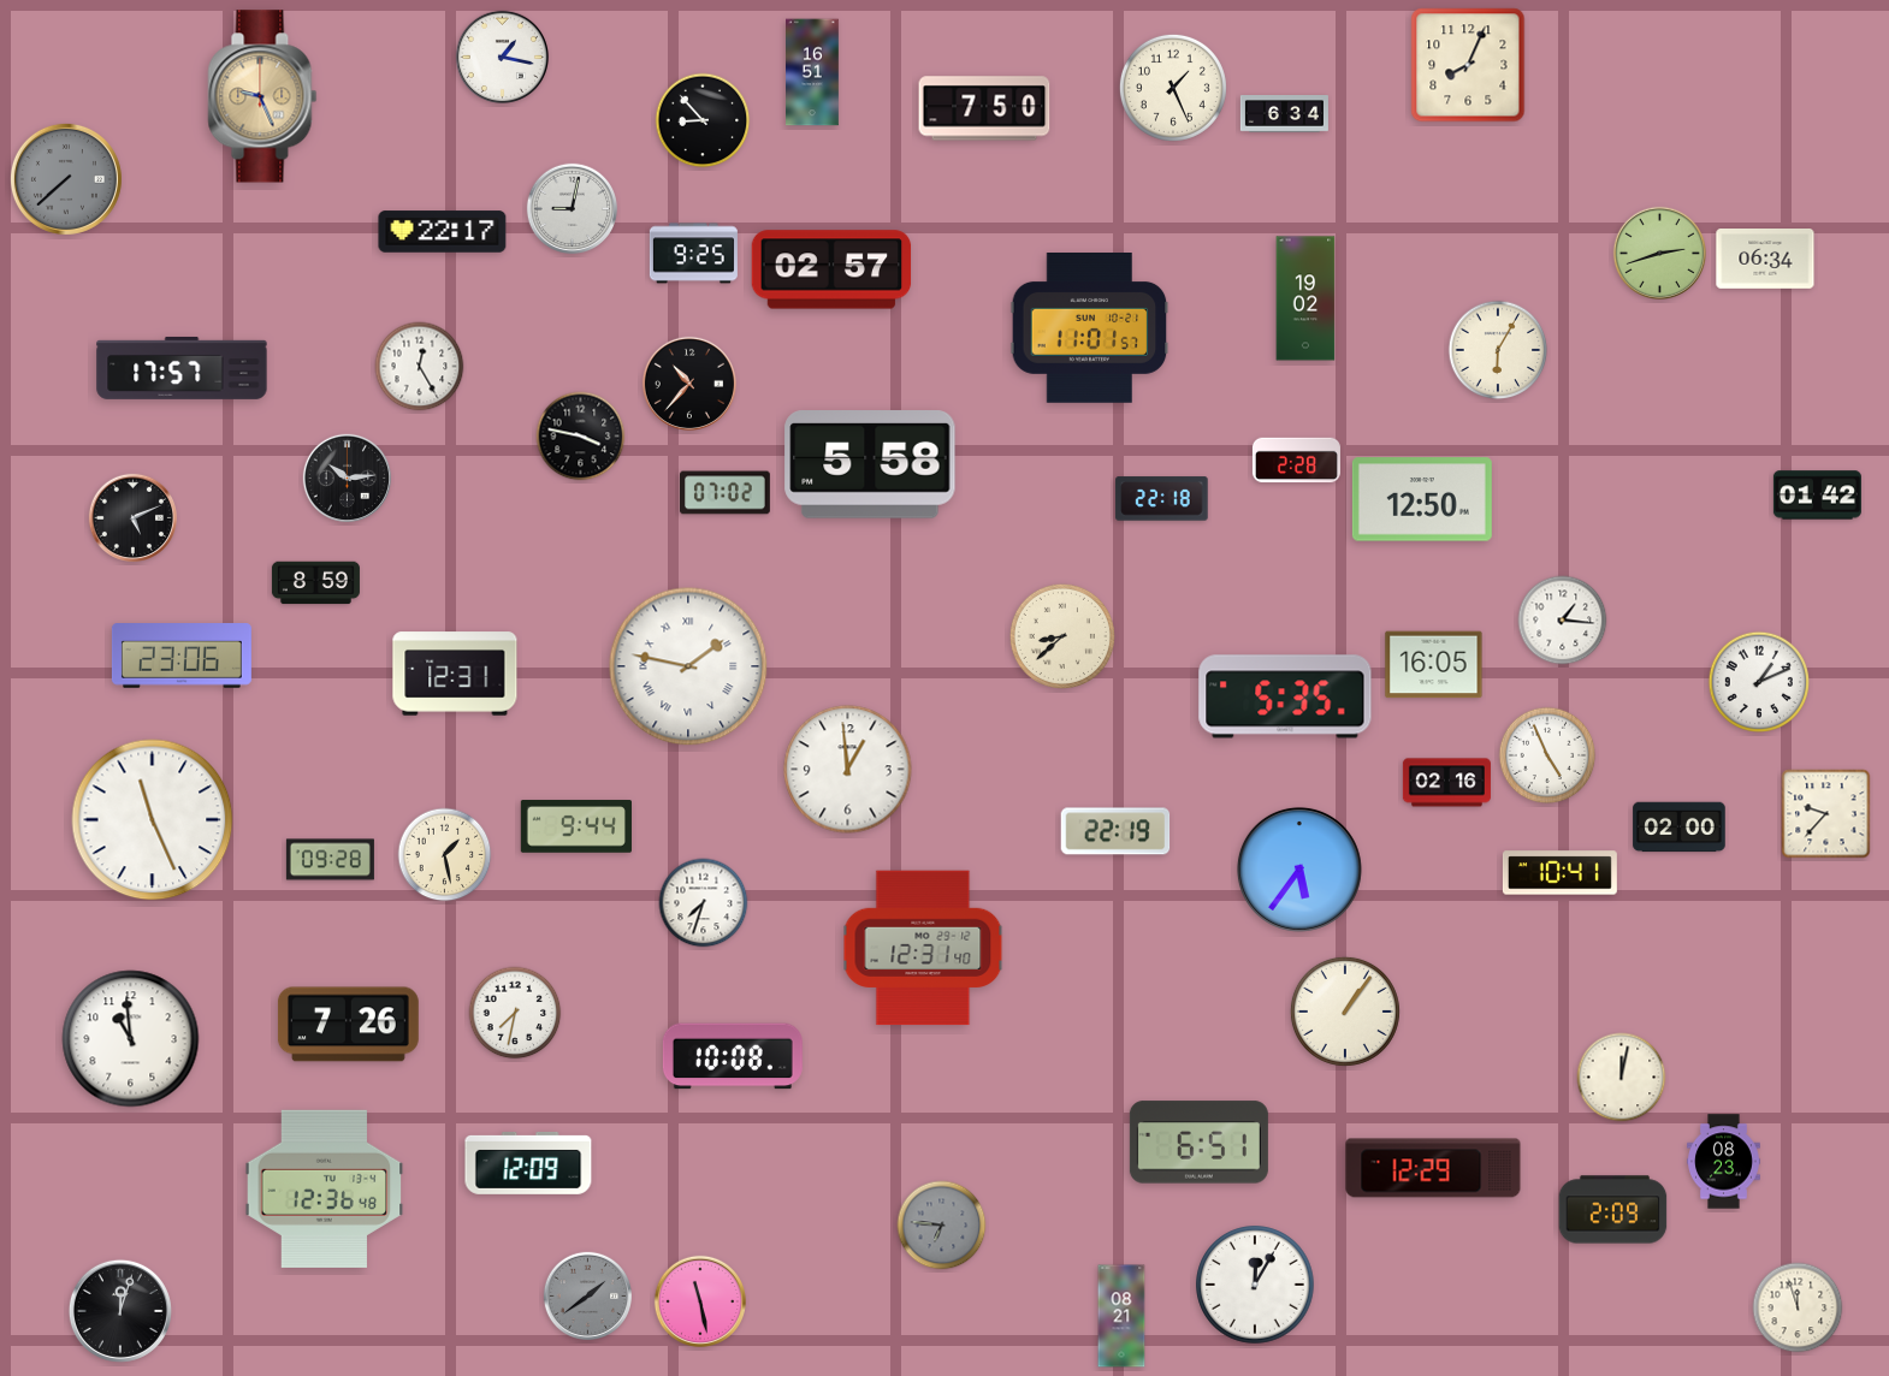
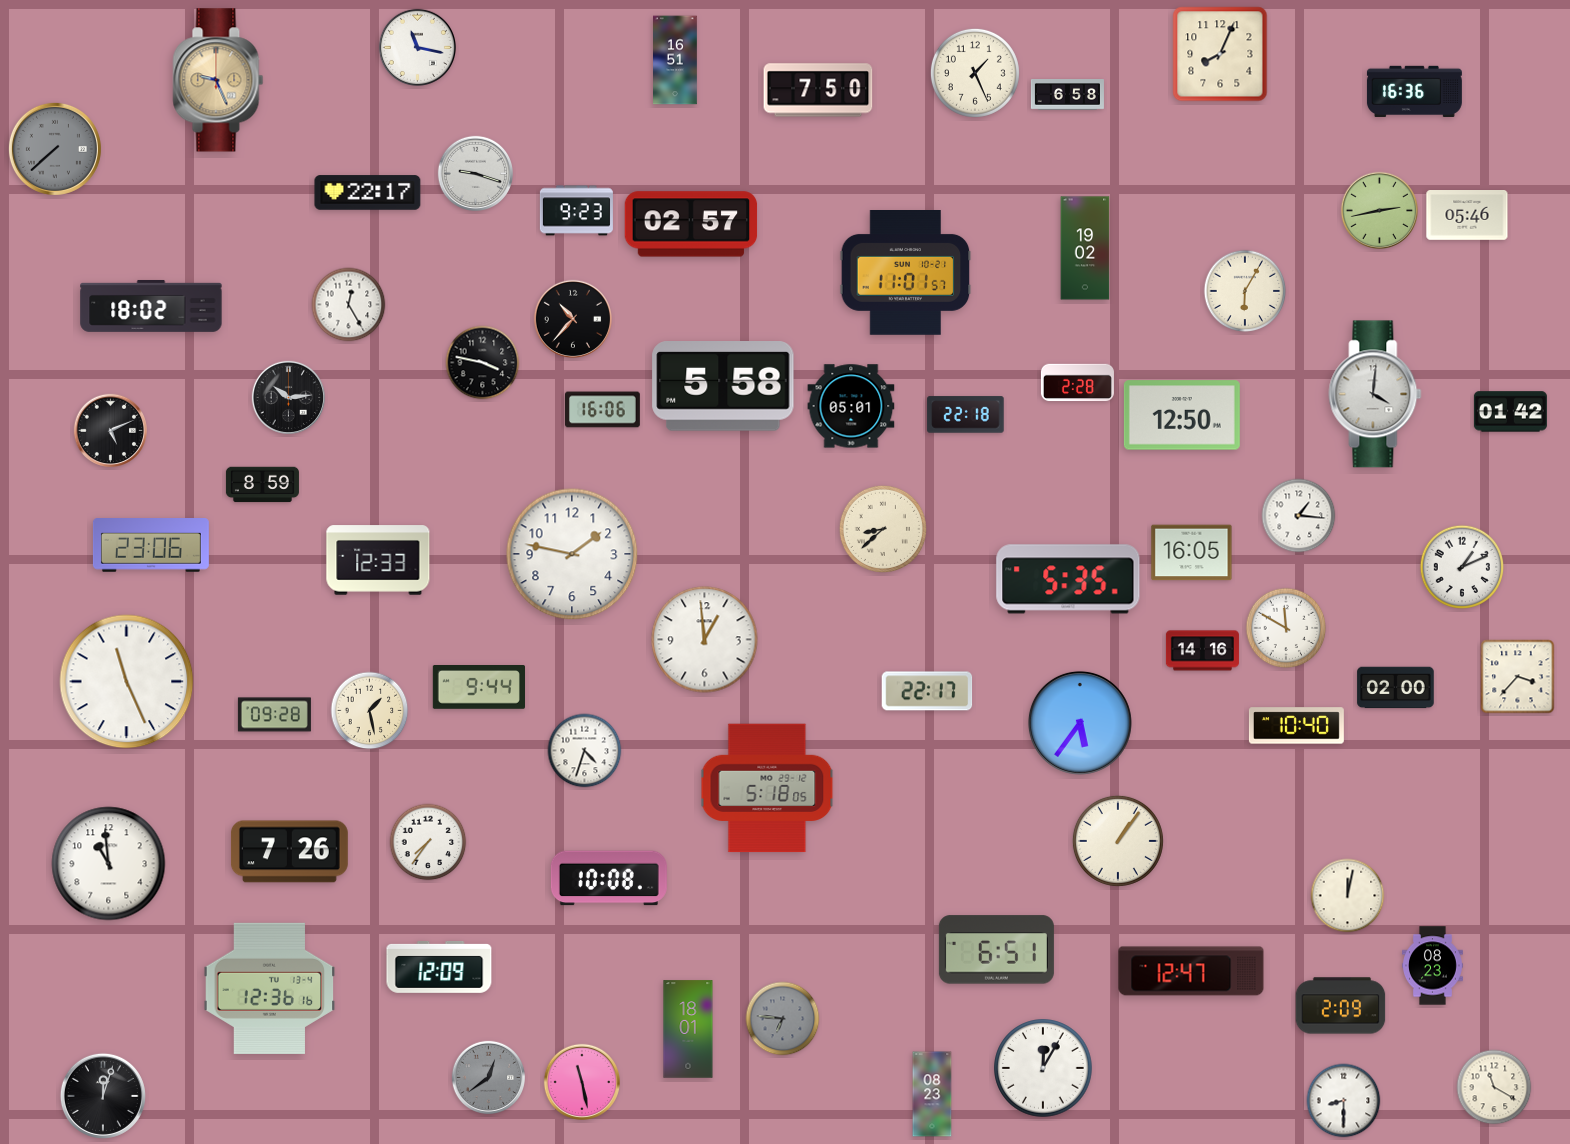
clock at (502, 57): 1:17 -> 11:17
clock at (1414, 91): none -> 16:36
clock at (1284, 114): 6:34 -> 6:58
clock at (703, 120): 8:53 -> none
clock at (572, 208): 9:02 -> 9:18
clock at (1659, 253): 2:42 -> 2:43
clock at (693, 254): 9:25 -> 9:23
clock at (1765, 259): 06:34 -> 05:46
clock at (182, 368): 17:57 -> 18:02
clock at (1375, 394): none -> 4:01
clock at (851, 406): none -> 05:01
clock at (726, 493): 07:02 -> 16:06
clock at (688, 666) numerals: Roman -> Arabic
clock at (455, 674): 12:31 -> 12:33
clock at (1547, 755): 4:56 -> 11:50
clock at (1446, 783): 02:16 -> 14:16
clock at (1826, 814): 9:37 -> 3:37
clock at (1115, 831): 22:19 -> 22:17
clock at (1559, 873): 10:41 -> 10:40
clock at (704, 903): 7:33 -> 4:33
clock at (923, 948): 12:31 -> 5:18
clock at (515, 1013): 7:32 -> 7:36
clock at (1433, 1168): 12:29 -> 12:47
clock at (325, 1188): 12:36:48 -> 12:36:16
clock at (688, 1029): none -> 18:01
clock at (588, 1297): 1:39 -> 12:39
clock at (1798, 1307): 11:57 -> 11:20
clock at (120, 1311) position: (120, 1311) -> (103, 1096)
clock at (1121, 1316): 08:21 -> 08:23
clock at (1344, 1101): none -> 8:30
